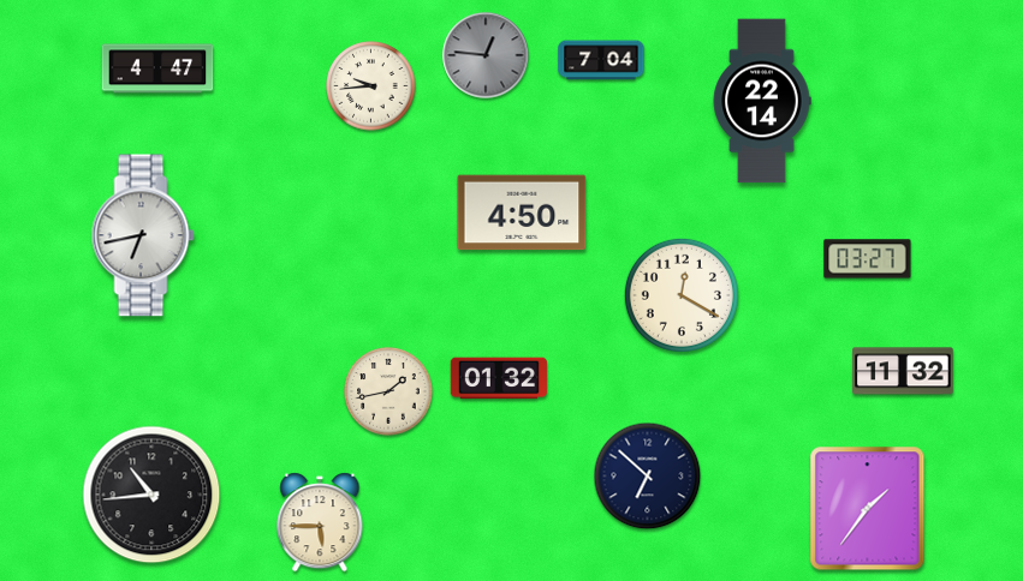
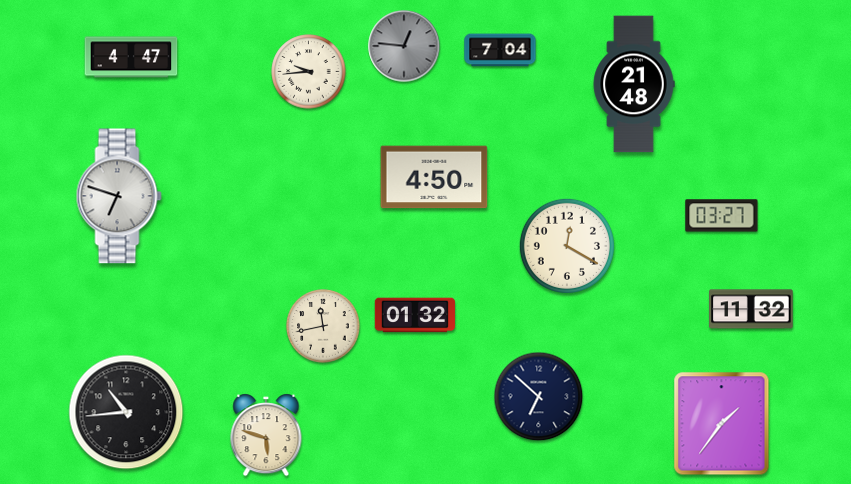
clock at (762, 101): 22:14 -> 21:48
clock at (143, 235): 6:43 -> 6:48
clock at (388, 391): 1:43 -> 11:43
clock at (320, 522): 5:45 -> 5:48
